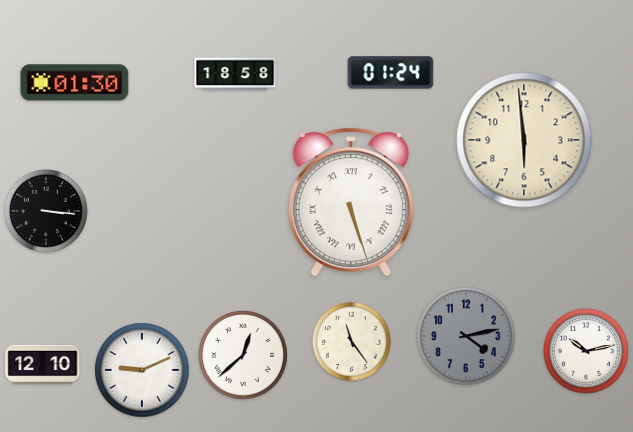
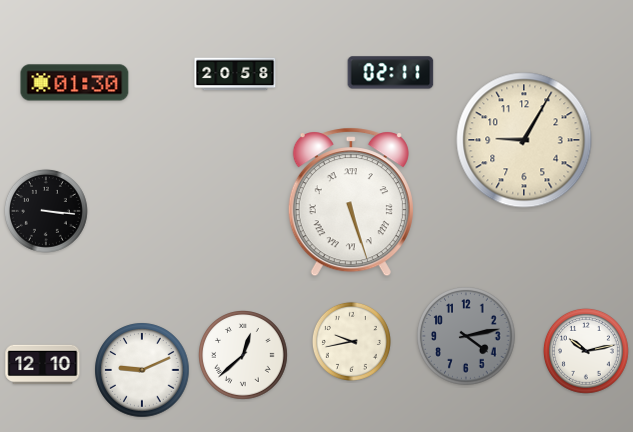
clock at (391, 73): 01:24 -> 02:11
clock at (235, 74): 18:58 -> 20:58
clock at (524, 140): 5:59 -> 9:05
clock at (351, 341): 11:24 -> 9:43
